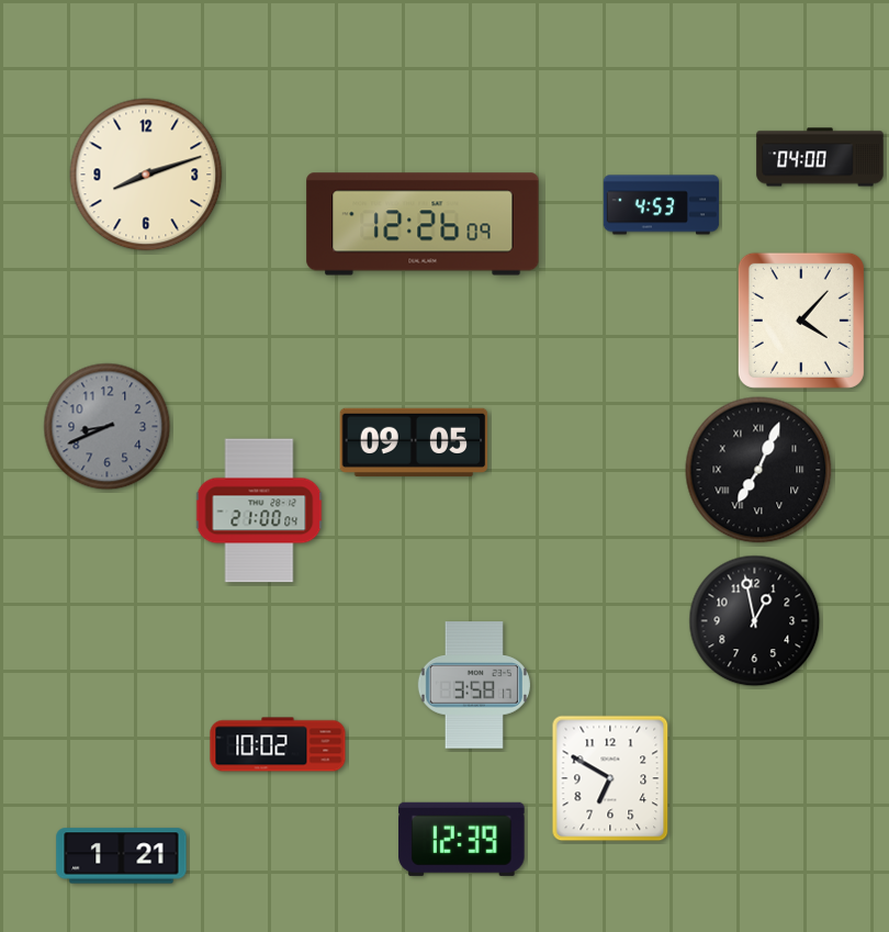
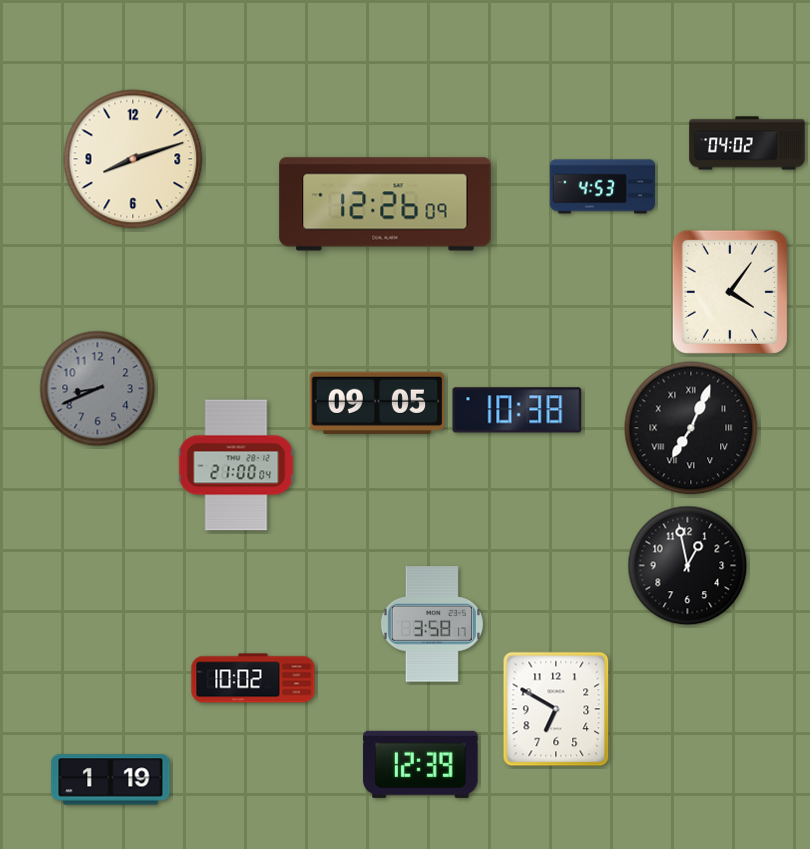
clock at (820, 157): 04:00 -> 04:02
clock at (801, 321): 4:07 -> 4:06
clock at (517, 410): none -> 10:38
clock at (122, 856): 1:21 -> 1:19
